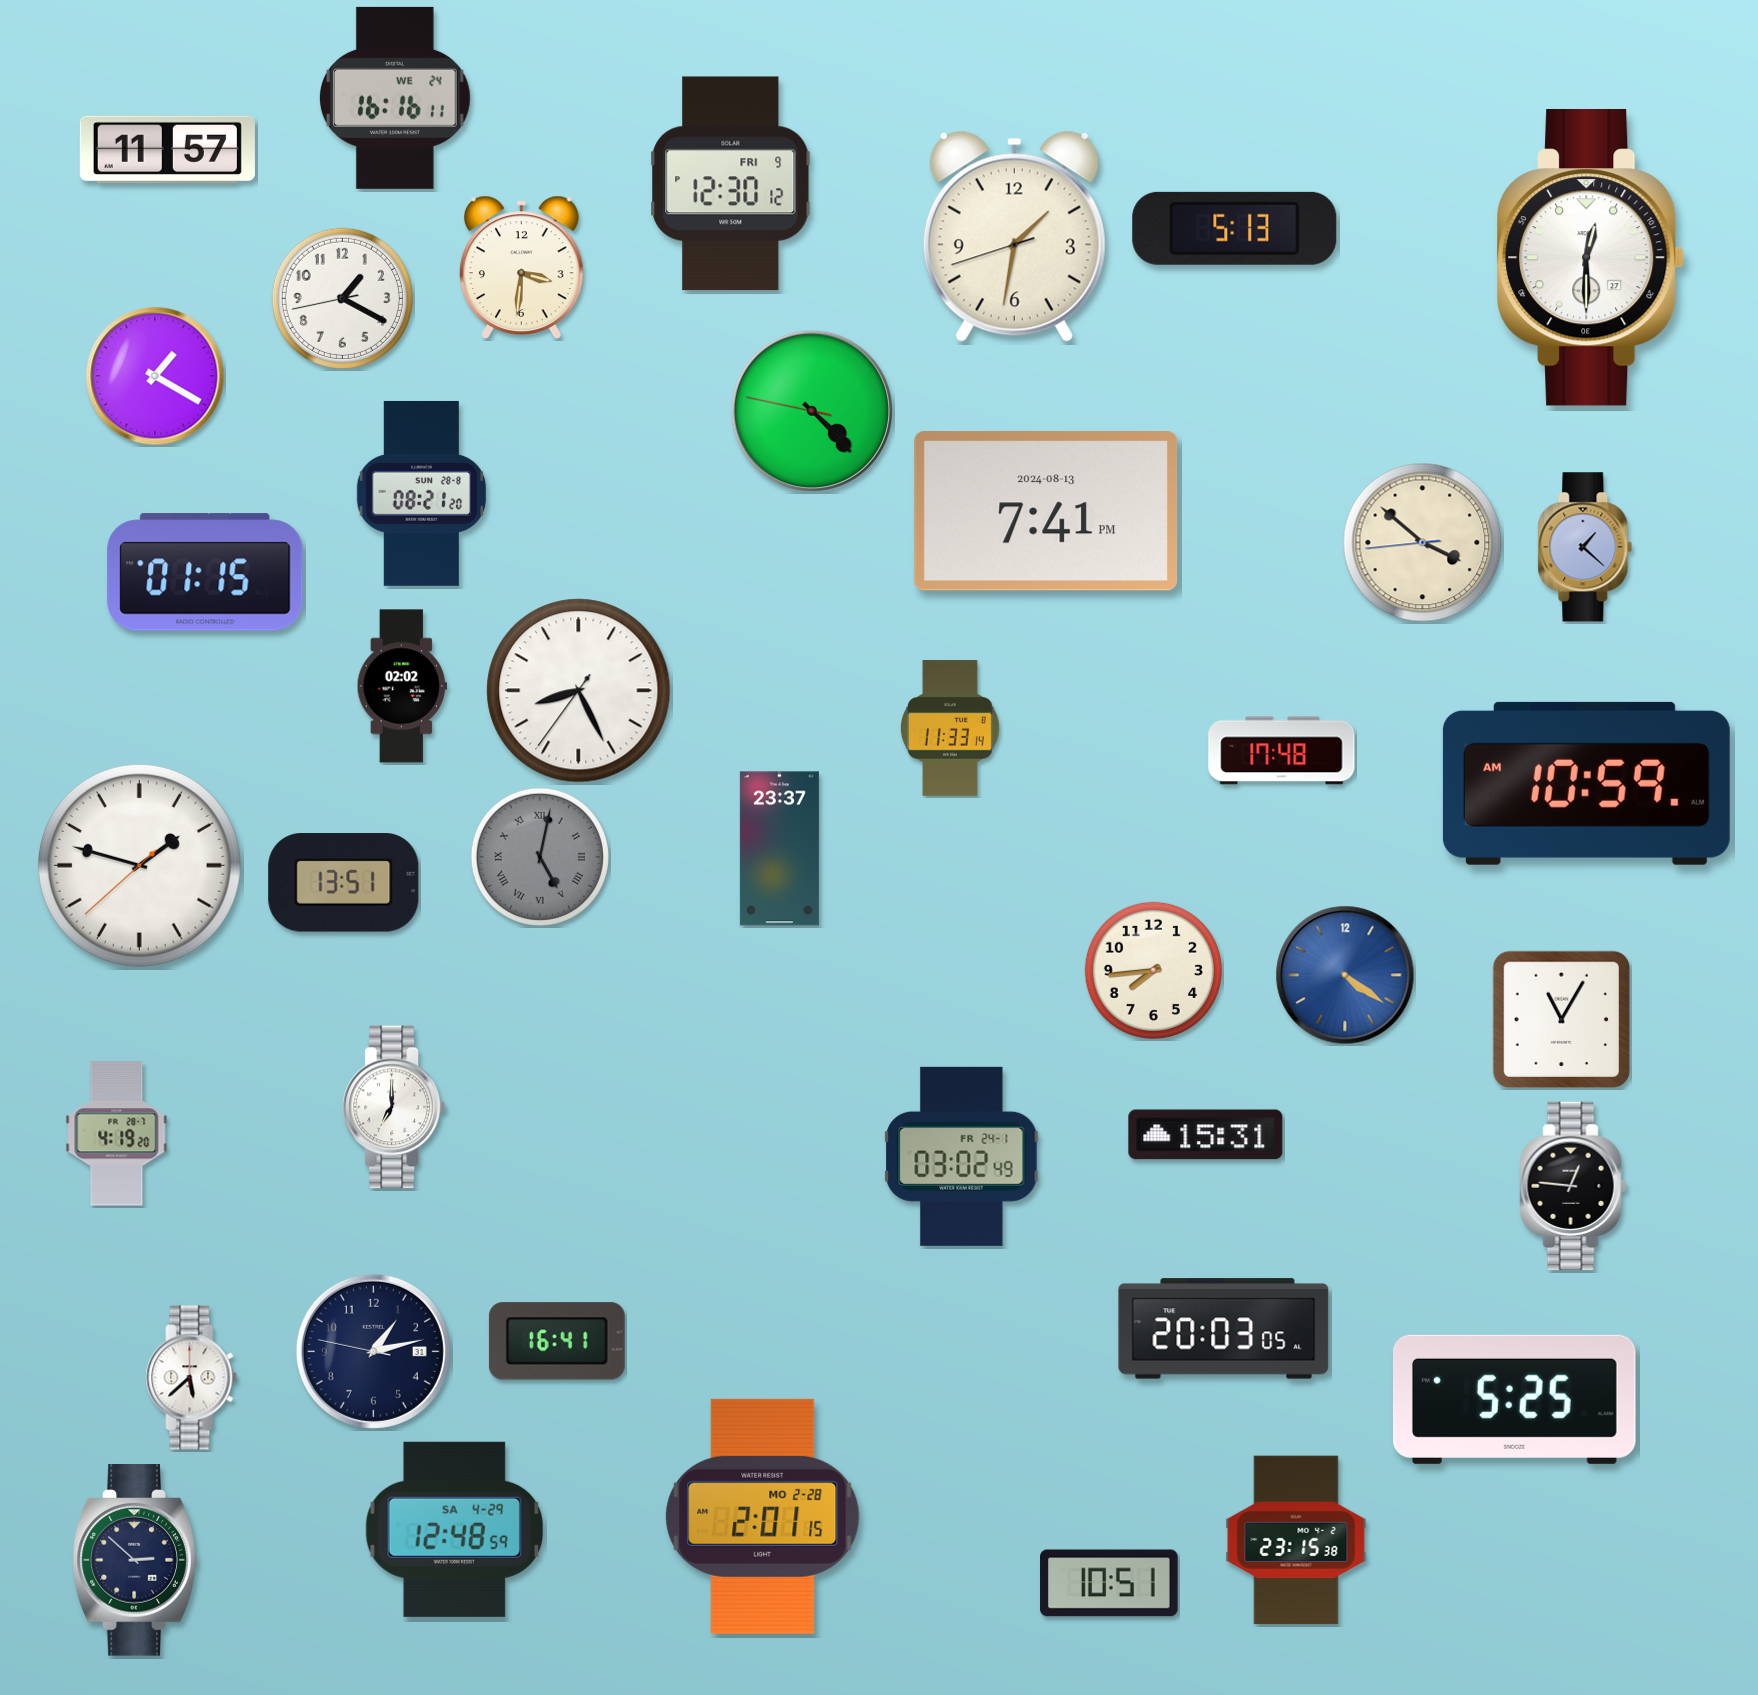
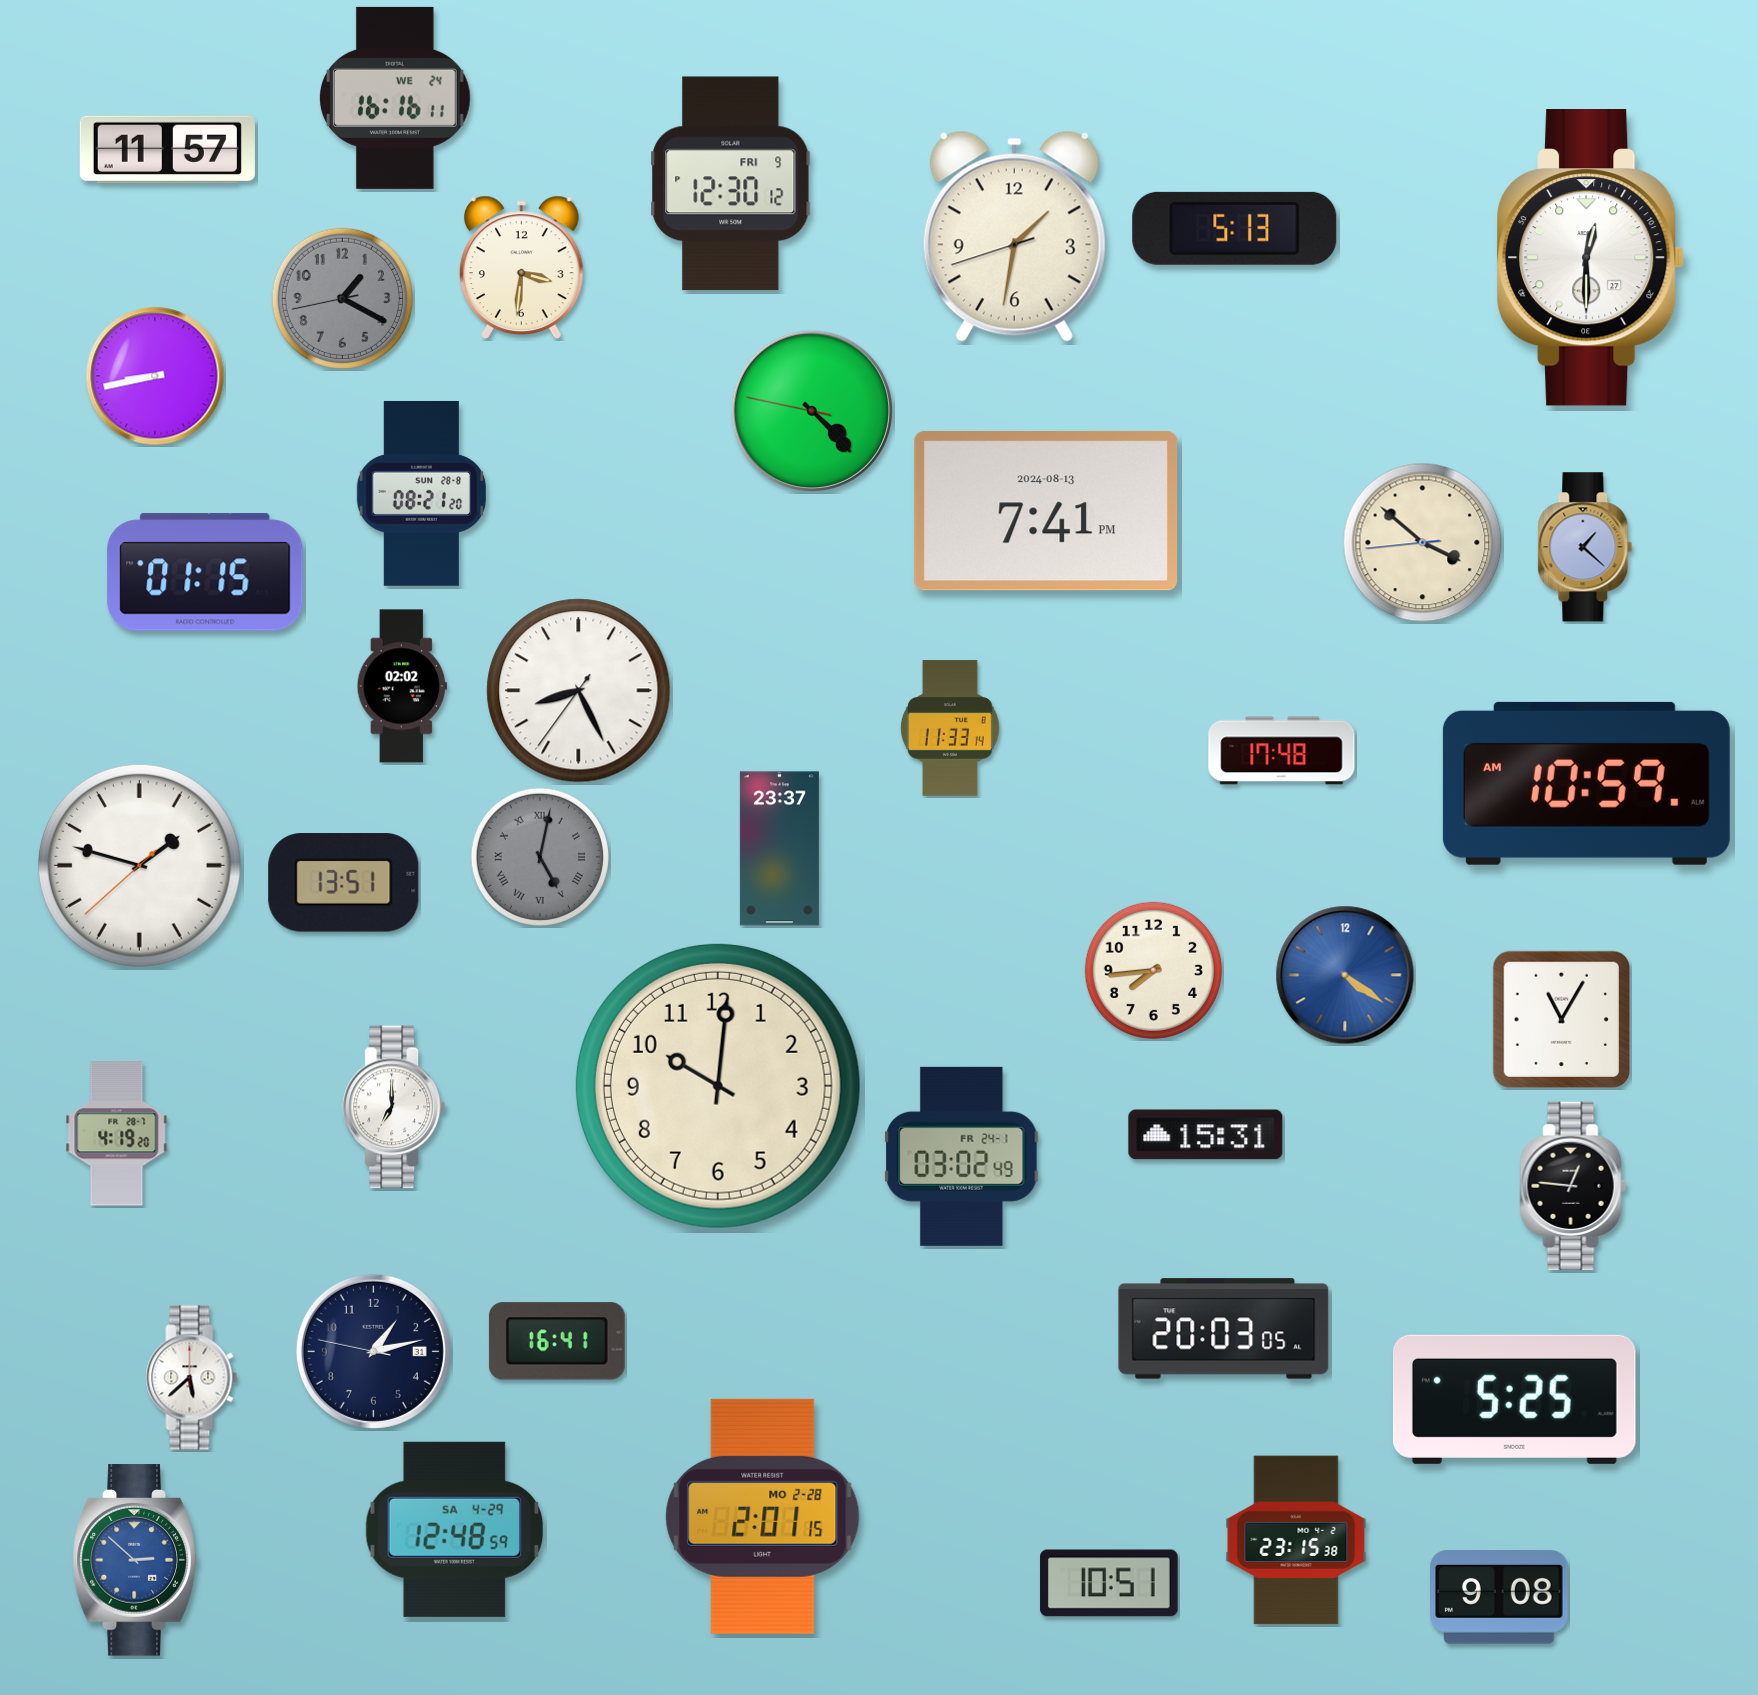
clock at (342, 298) dial: white -> grey
clock at (155, 376): 1:20 -> 8:43
clock at (718, 1086): none -> 10:01
clock at (135, 1560) dial: navy -> blue
clock at (1500, 1597): none -> 9:08
